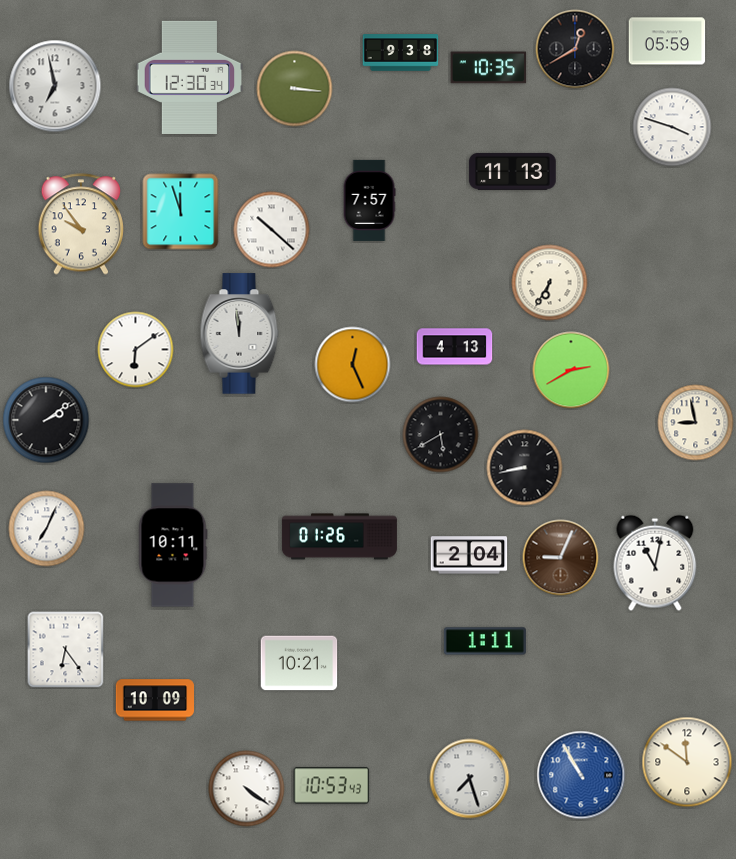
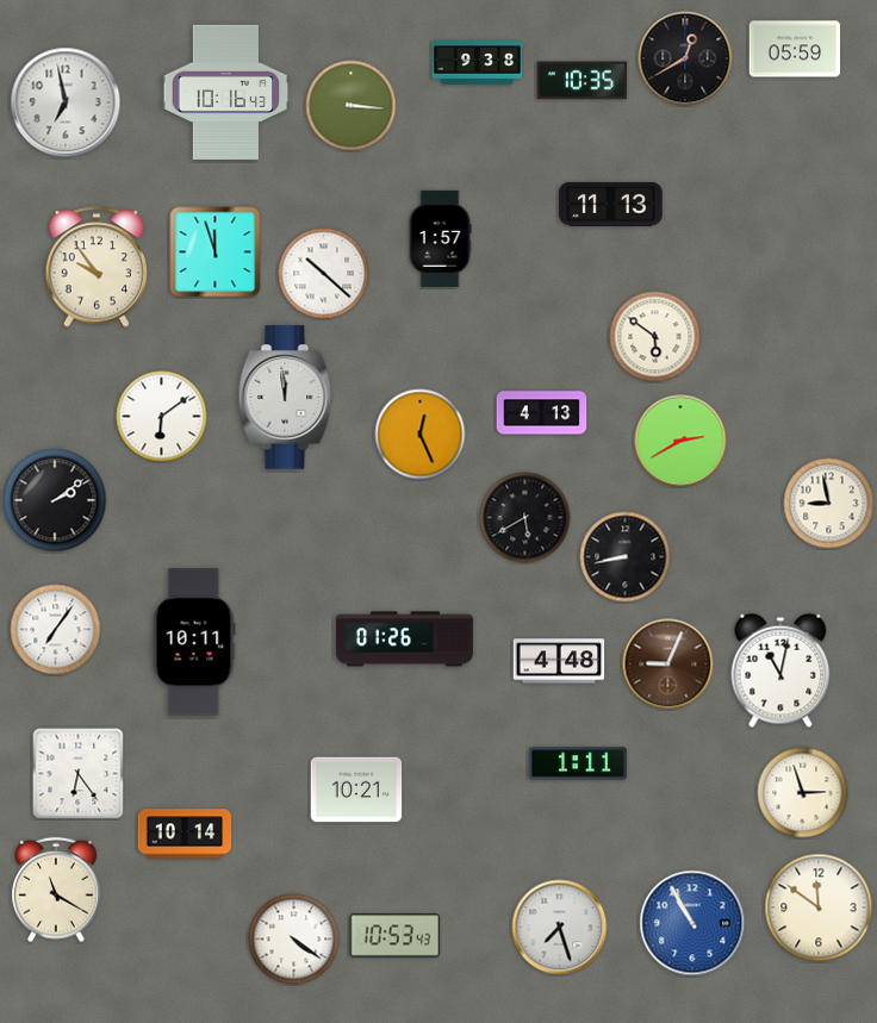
clock at (190, 77): 12:30 -> 10:16
clock at (672, 127): 3:48 -> none
clock at (369, 200): 7:57 -> 1:57
clock at (550, 283): 6:35 -> 5:51
clock at (47, 529): 7:04 -> 7:06
clock at (173, 545) position: (173, 545) -> (194, 642)
clock at (469, 555): 2:04 -> 4:48
clock at (803, 793): none -> 2:57
clock at (155, 700): 10:09 -> 10:14
clock at (56, 890): none -> 11:20
